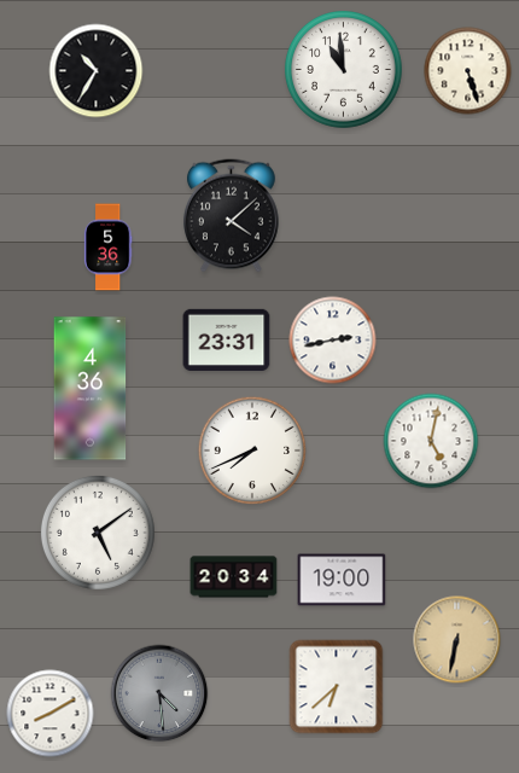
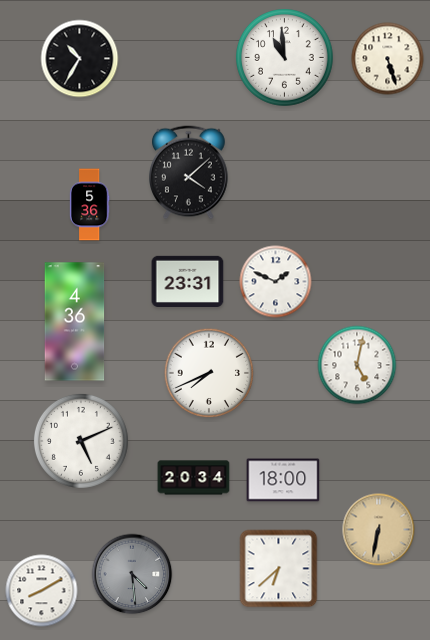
clock at (232, 216) position: (232, 216) -> (189, 173)
clock at (333, 341): 2:43 -> 1:49
clock at (98, 533): 5:09 -> 5:11
clock at (342, 580): 19:00 -> 18:00
